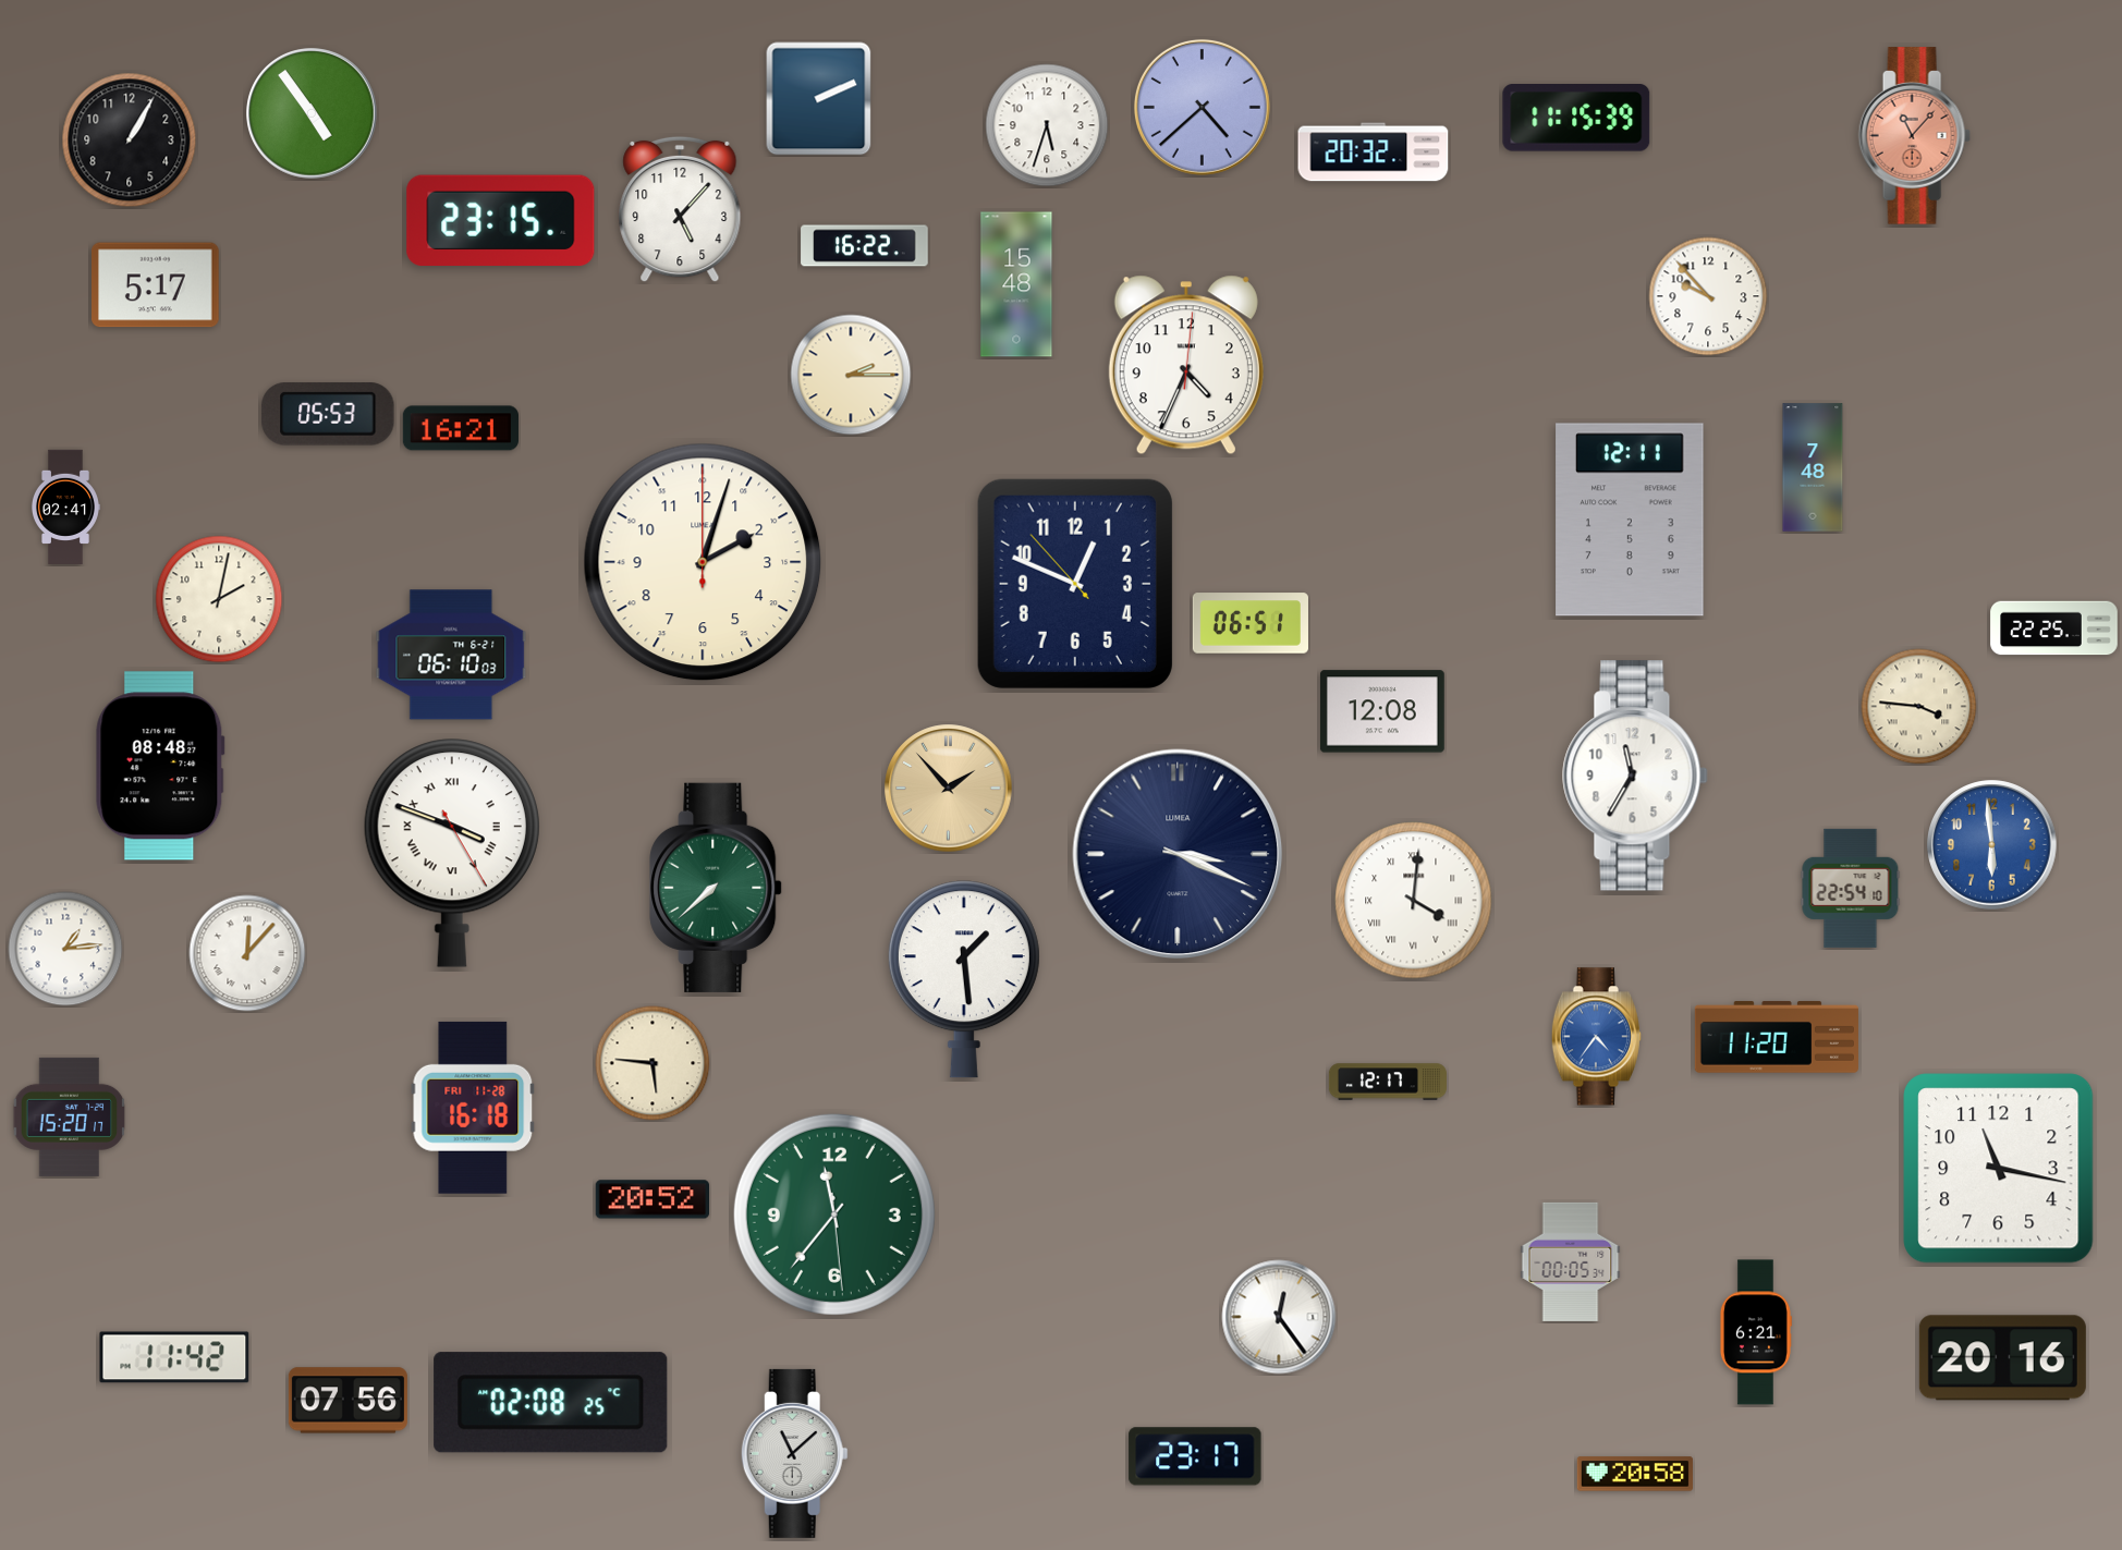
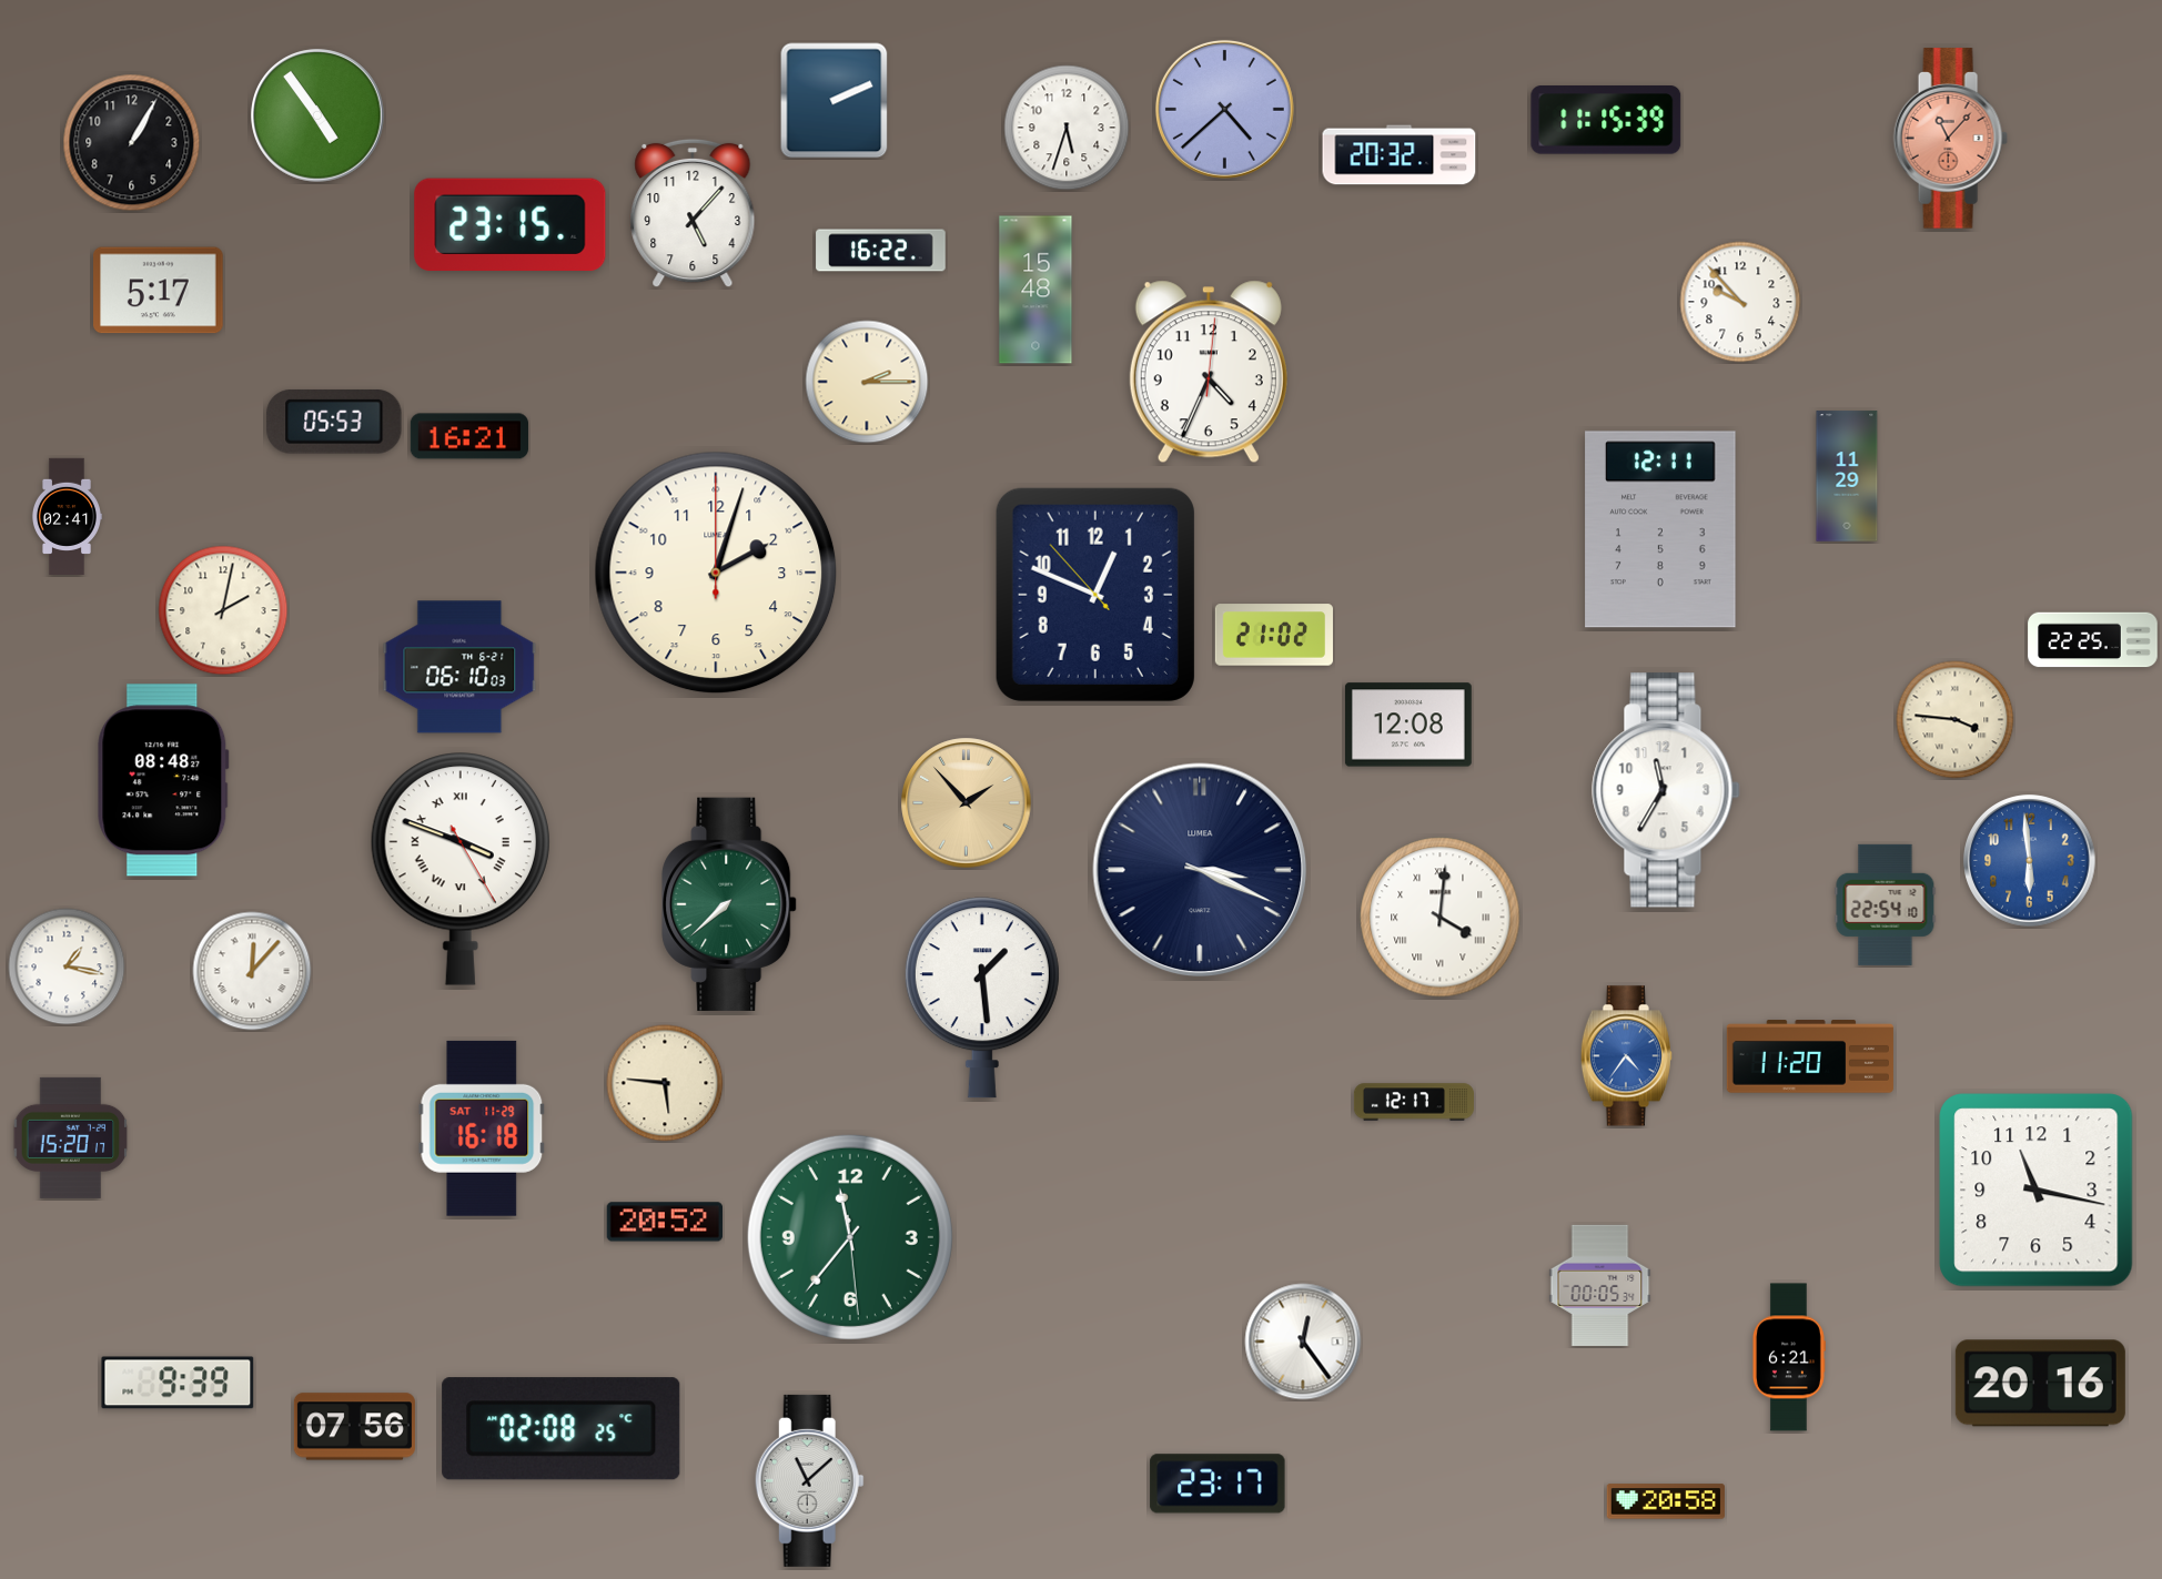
clock at (1813, 467): 7:48 -> 11:29
clock at (1251, 623): 06:51 -> 21:02
clock at (65, 949): 1:14 -> 1:17
clock at (473, 1108) date: FRI 11-28 -> SAT 11-29
clock at (174, 1357): 11:42 -> 9:39
